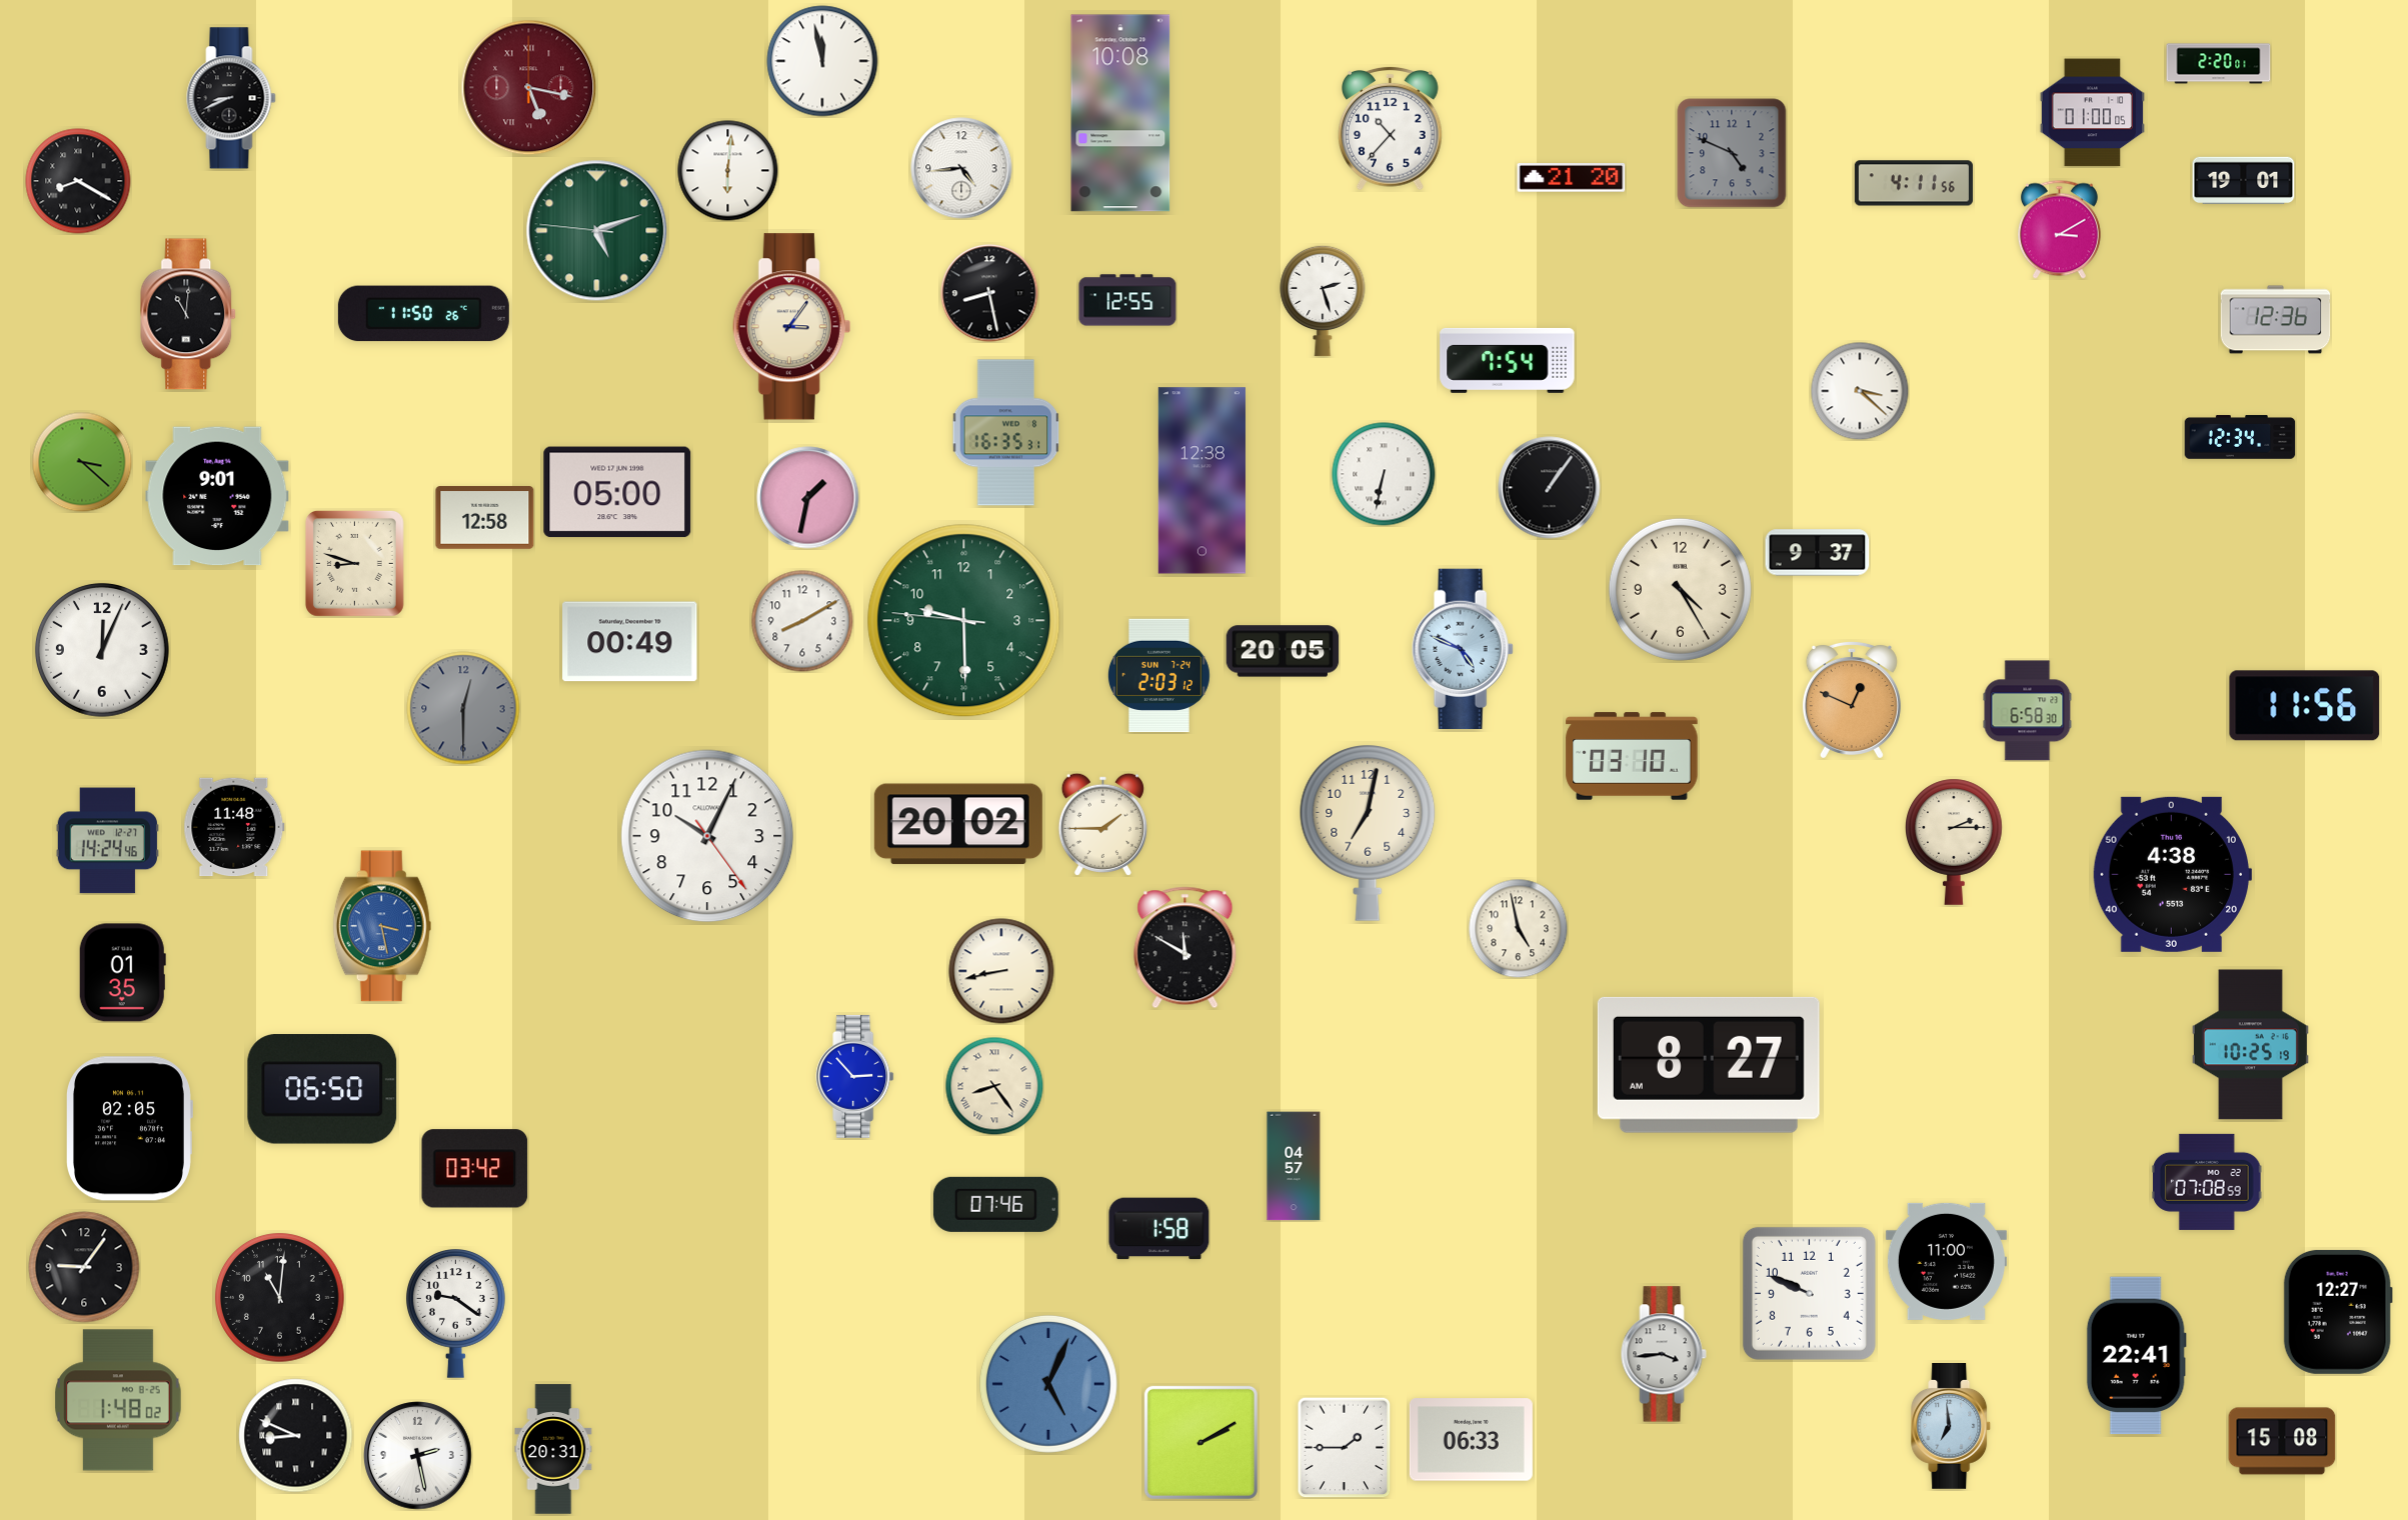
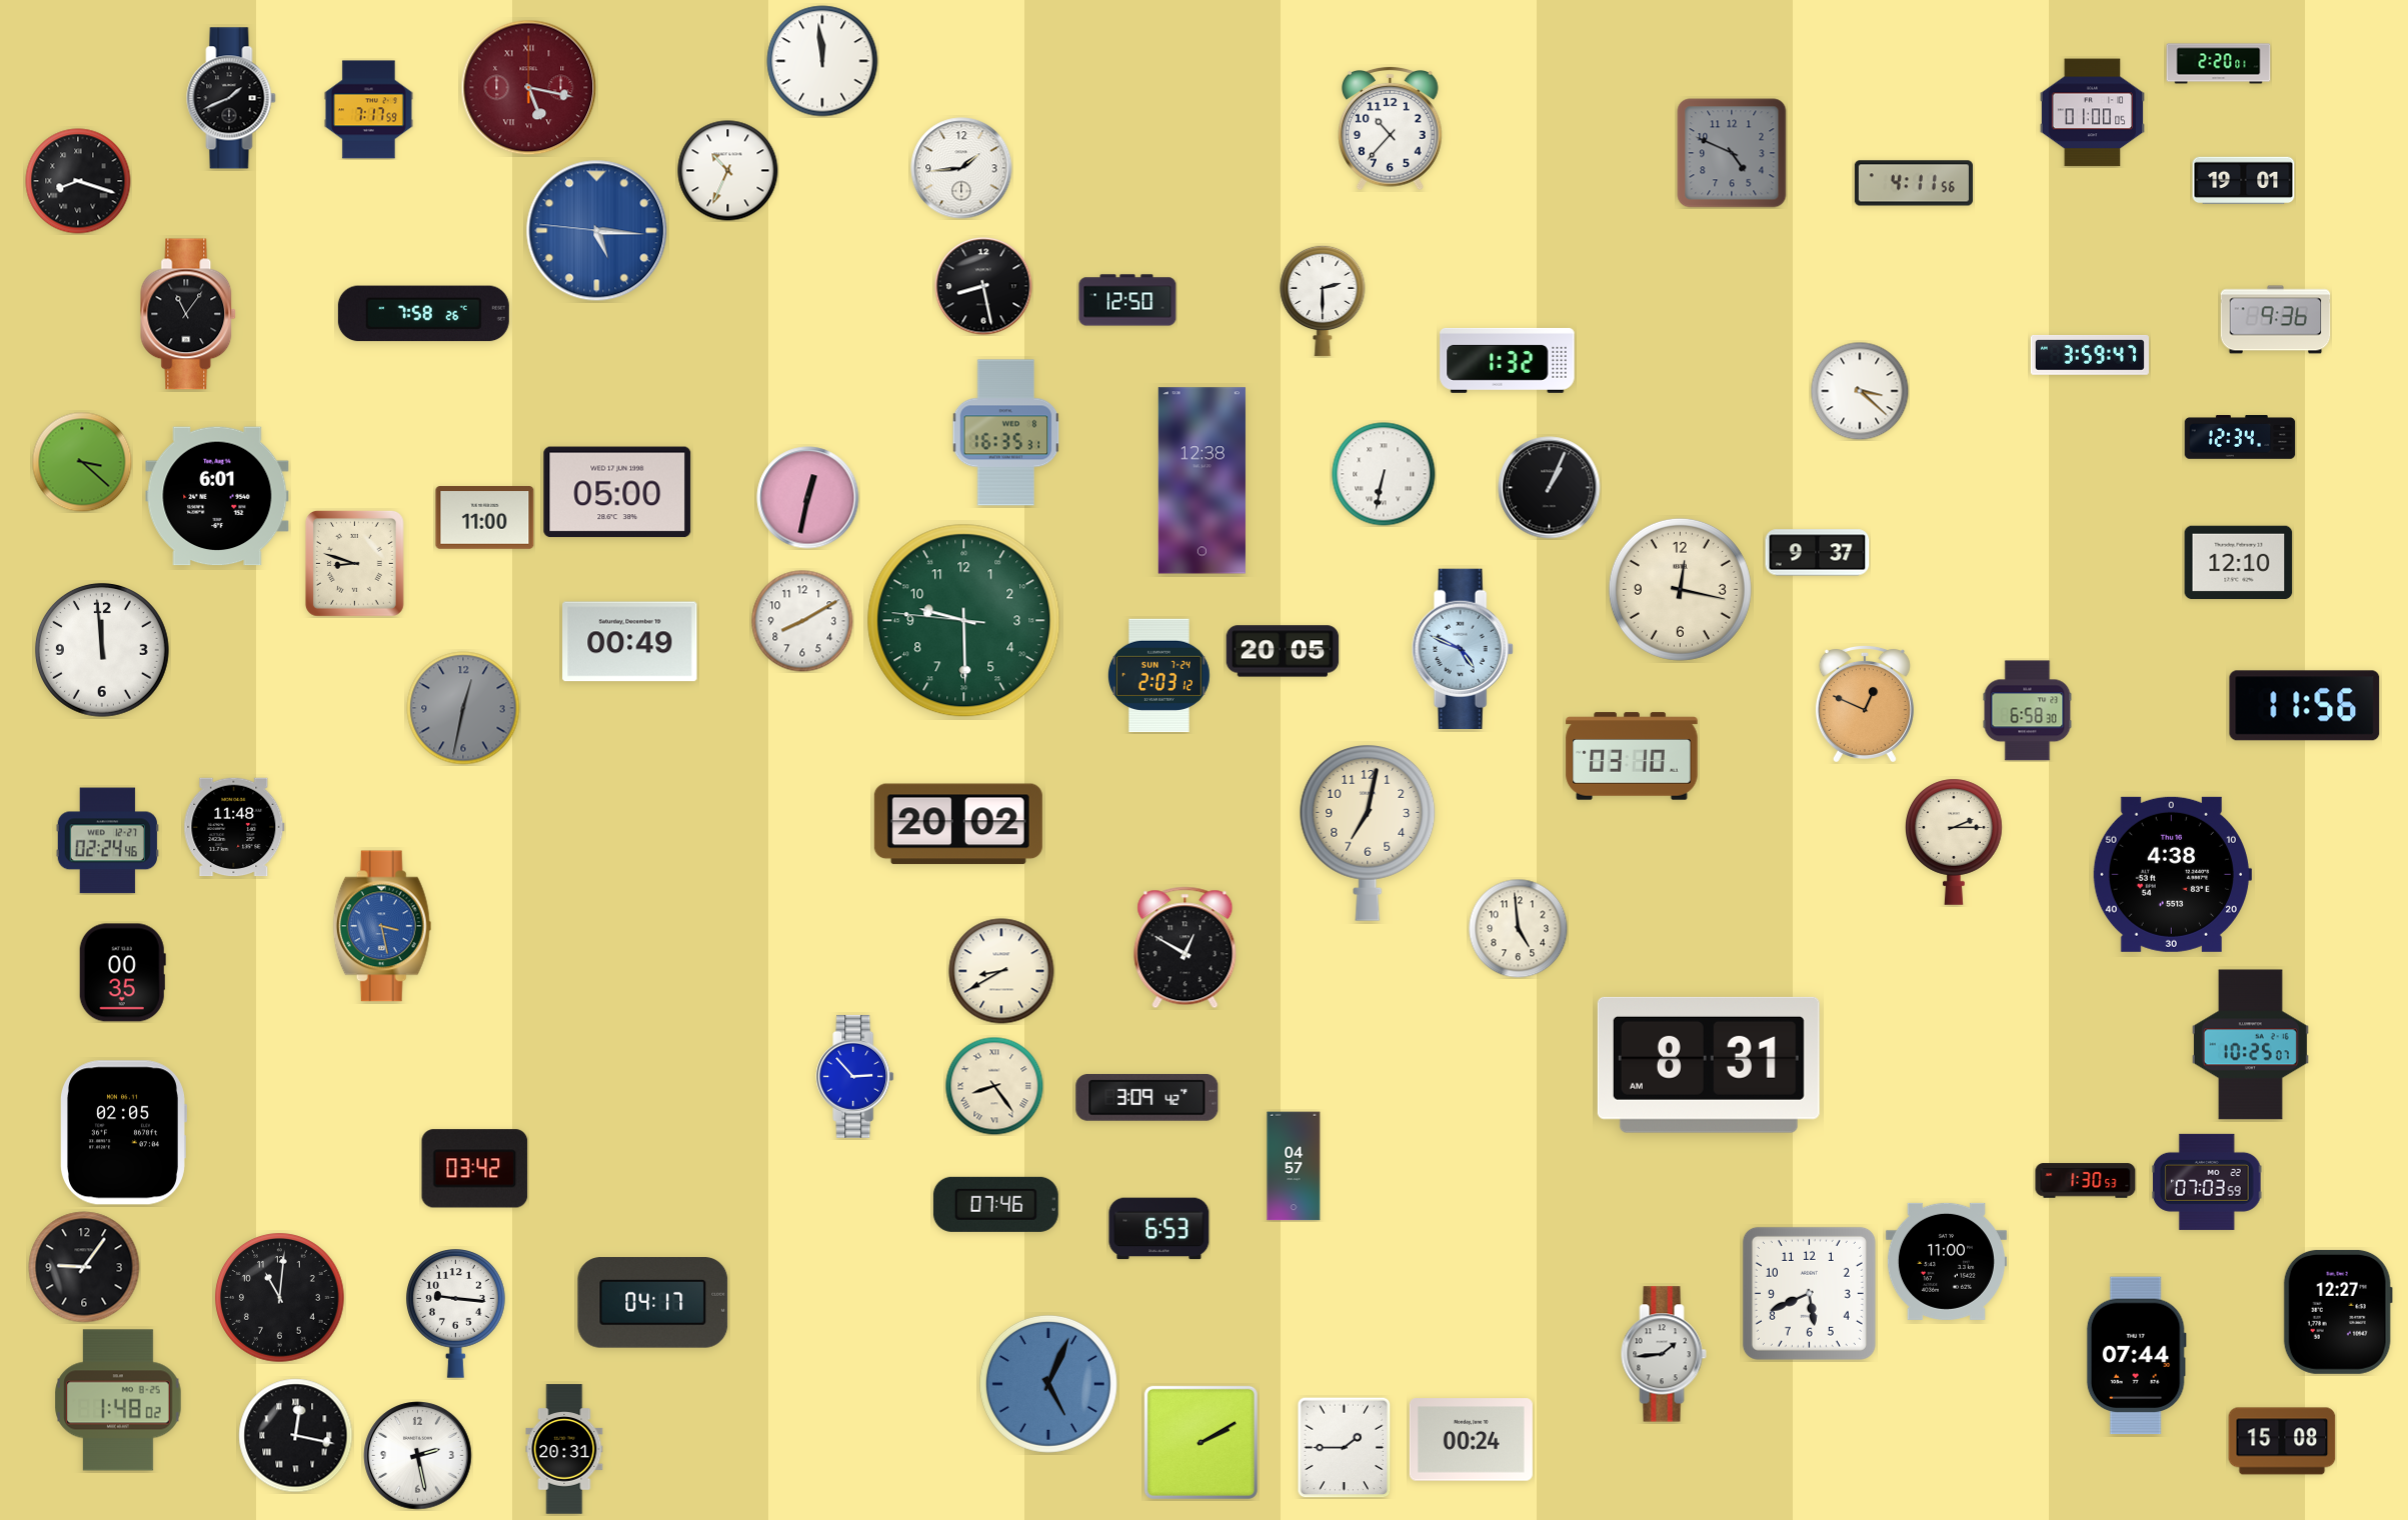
clock at (822, 61): 11:58 -> 11:59
clock at (231, 98): 8:41 -> 1:41
clock at (368, 110): none -> 7:17
clock at (1120, 113): 10:08 -> none
clock at (961, 168): 4:44 -> 1:44
clock at (728, 171): 6:01 -> 10:34
clock at (1572, 178): 21:20 -> none
clock at (78, 181): 8:20 -> 8:18
clock at (2059, 229): 3:10 -> none
clock at (597, 231): 5:11 -> 5:15
clock at (597, 231) dial: green -> blue
clock at (989, 293) position: (989, 293) -> (983, 286)
clock at (1127, 300): 12:55 -> 12:50
clock at (1323, 301): 2:27 -> 2:30
clock at (189, 314): 11:01 -> 11:06
clock at (423, 314): 11:50 -> 7:58
clock at (2276, 320): 12:36 -> 9:36
clock at (792, 327): 3:06 -> none
clock at (2090, 355): none -> 3:59
clock at (1508, 360): 7:54 -> 1:32
clock at (1550, 488): 1:06 -> 1:04
clock at (217, 496): 9:01 -> 6:01
clock at (808, 498): 1:32 -> 12:32
clock at (485, 518): 12:58 -> 11:00
clock at (2239, 563): none -> 12:10
clock at (1680, 589): 4:25 -> 12:17
clock at (102, 650): 12:04 -> 11:59
clock at (1852, 699) position: (1852, 699) -> (1865, 703)
clock at (463, 708): 12:30 -> 12:32
clock at (1102, 824): 1:45 -> none
clock at (707, 836): 10:04 -> none
clock at (107, 841): 14:24 -> 02:24
clock at (1519, 929): 4:58 -> 4:59
clock at (1185, 948): 11:50 -> 12:50
clock at (1001, 971): 8:43 -> 8:40
clock at (122, 973): 01:35 -> 00:35
clock at (2250, 1045): 10:25:19 -> 10:25:07
clock at (1709, 1065): 8:27 -> 8:31
clock at (322, 1089): 06:50 -> none
clock at (1147, 1098): none -> 3:09
clock at (130, 1129) position: (130, 1129) -> (124, 1133)
clock at (2086, 1181): none -> 1:30
clock at (2207, 1182): 07:08 -> 07:03
clock at (1159, 1229): 1:58 -> 6:53
clock at (1809, 1293): 9:49 -> 5:41
clock at (653, 1303): none -> 04:17
clock at (456, 1314): 9:21 -> 9:16
clock at (1664, 1354): 3:44 -> 1:44
clock at (2136, 1356): 22:41 -> 07:44
clock at (1952, 1427): 6:59 -> none
clock at (296, 1436): 8:49 -> 12:17
clock at (1471, 1440): 06:33 -> 00:24
clock at (553, 1449) position: (553, 1449) -> (564, 1449)
